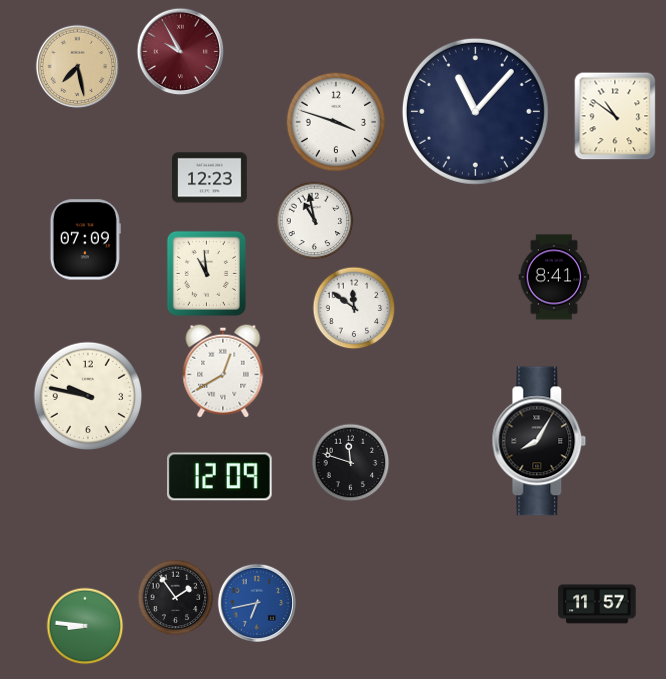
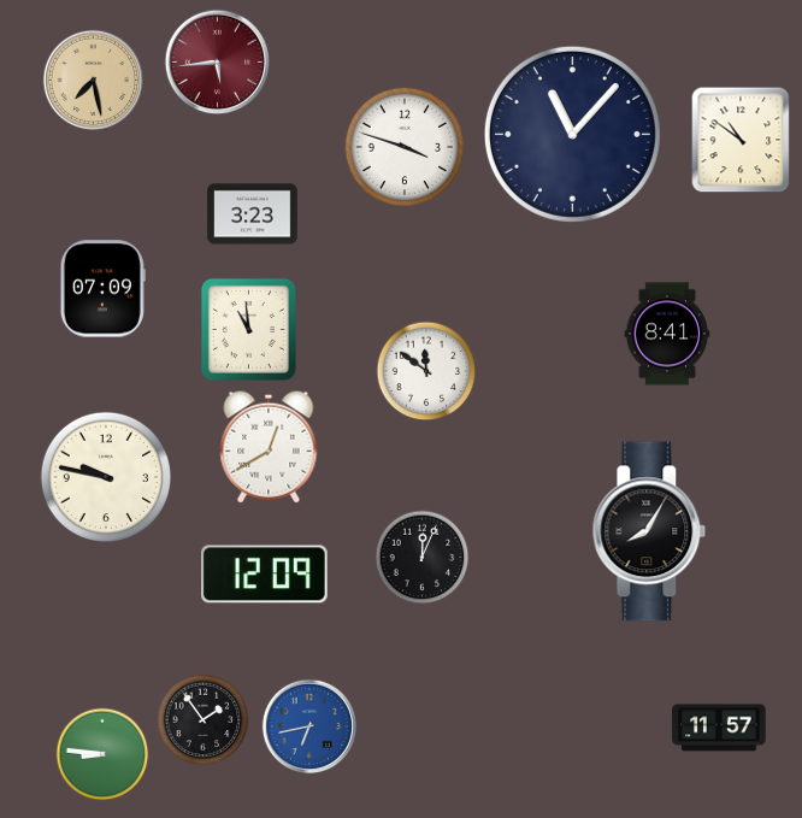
clock at (181, 52): 9:55 -> 5:44
clock at (210, 178): 12:23 -> 3:23
clock at (315, 221): 10:58 -> none
clock at (351, 463): 11:48 -> 12:04
clock at (176, 598) position: (176, 598) -> (204, 720)
